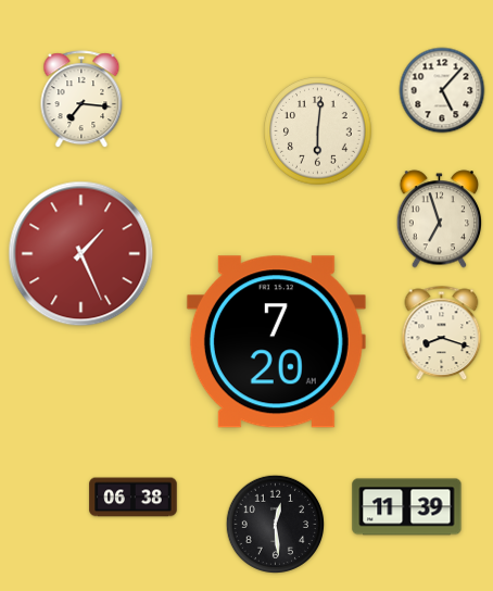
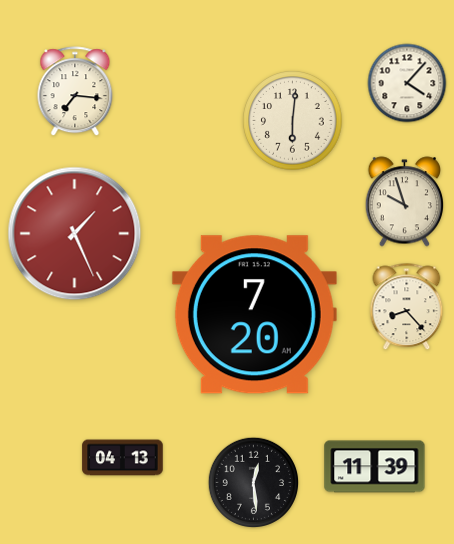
clock at (442, 90): 5:07 -> 4:07
clock at (439, 219): 6:57 -> 9:57
clock at (442, 334): 8:18 -> 8:23
clock at (134, 498): 06:38 -> 04:13
